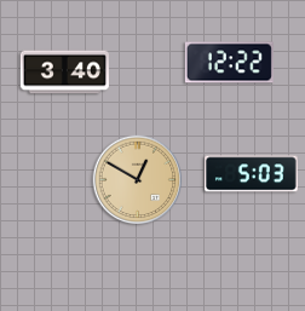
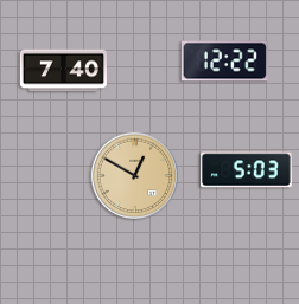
clock at (64, 73): 3:40 -> 7:40
